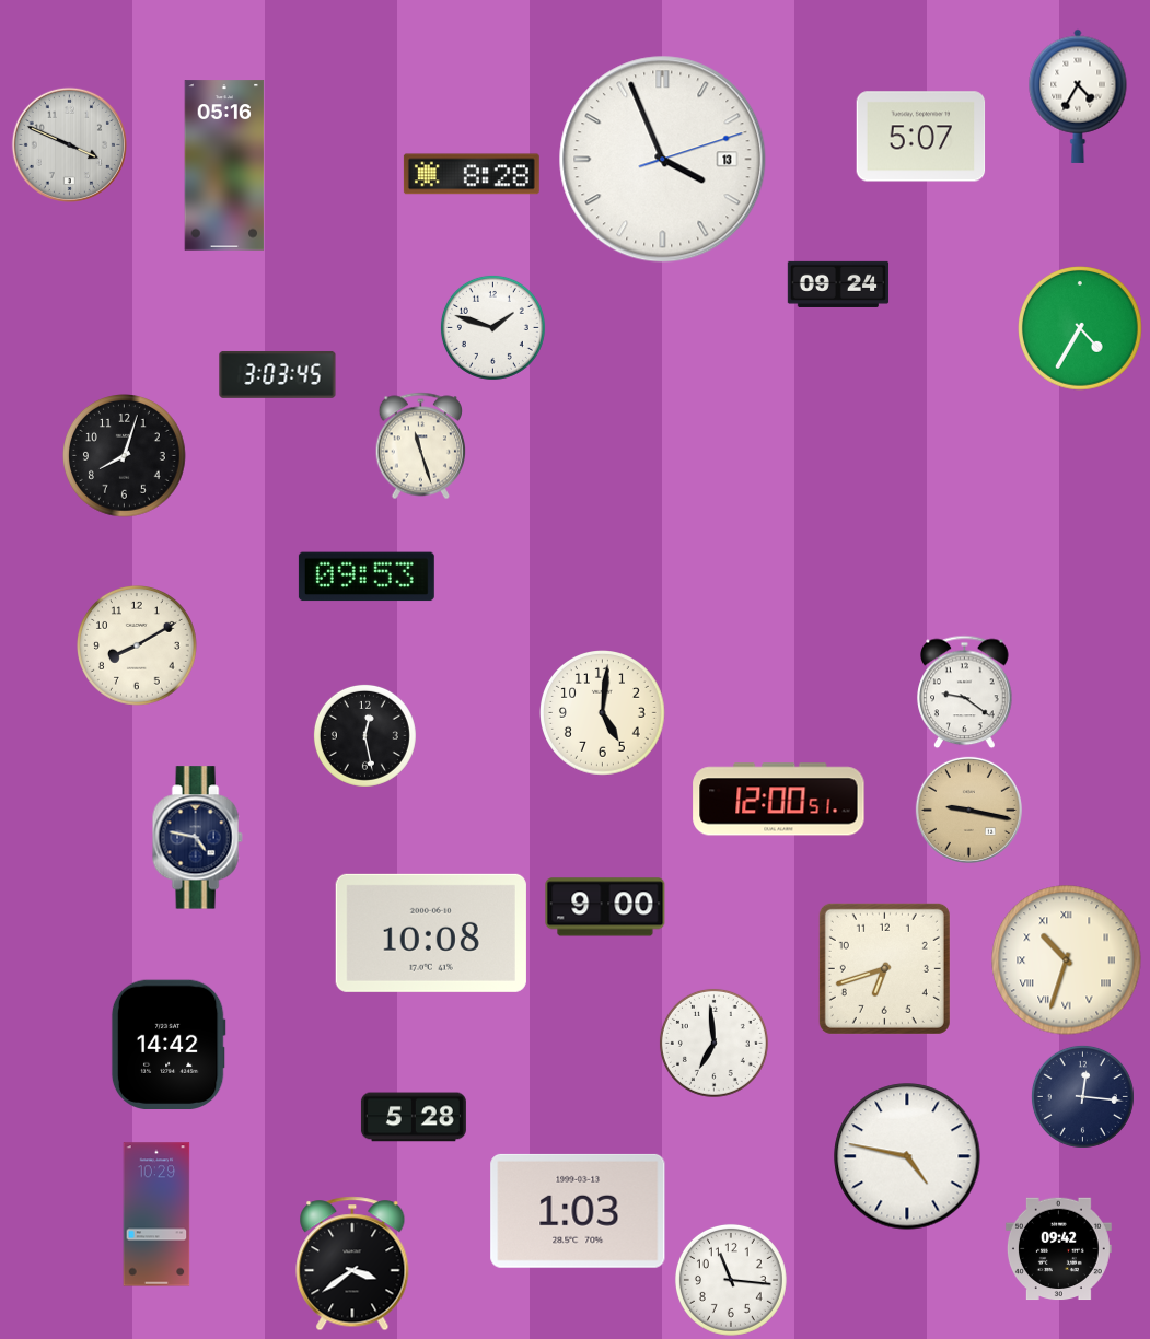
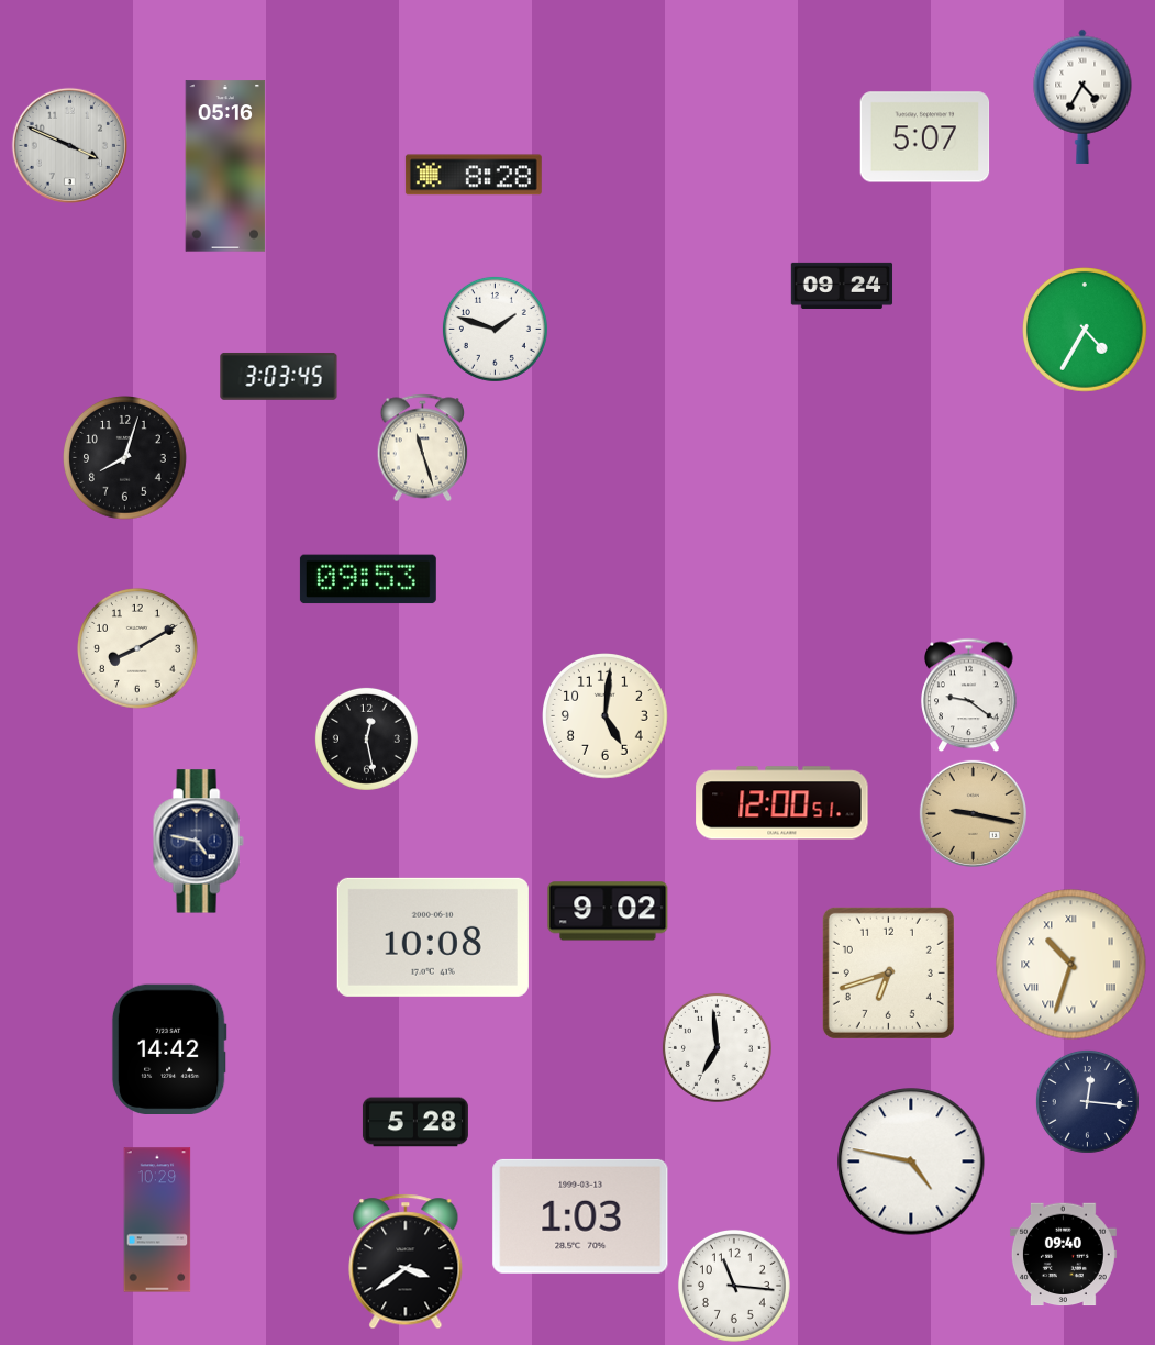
clock at (663, 160): 3:56 -> none
clock at (605, 907): 9:00 -> 9:02
clock at (1058, 1249): 09:42 -> 09:40
clock at (352, 1264) position: (352, 1264) -> (406, 1261)
